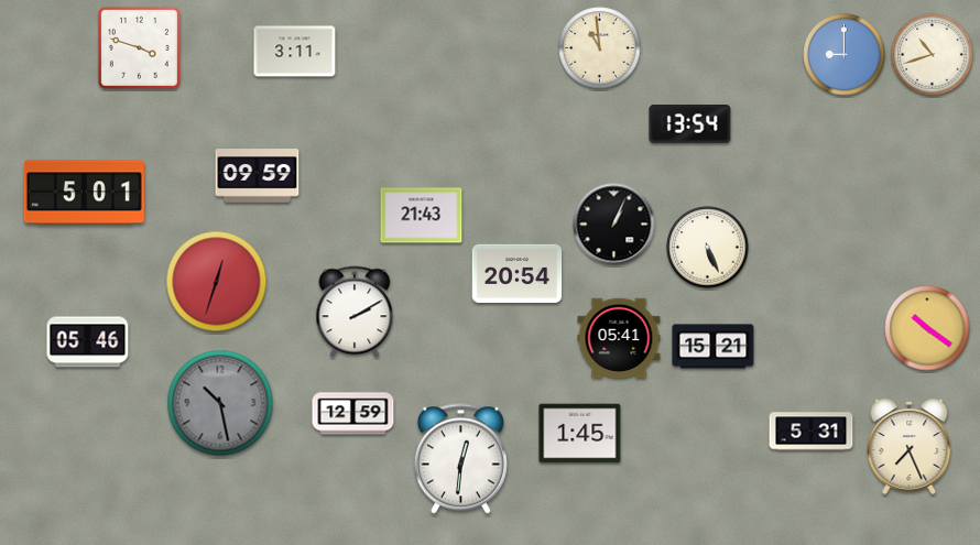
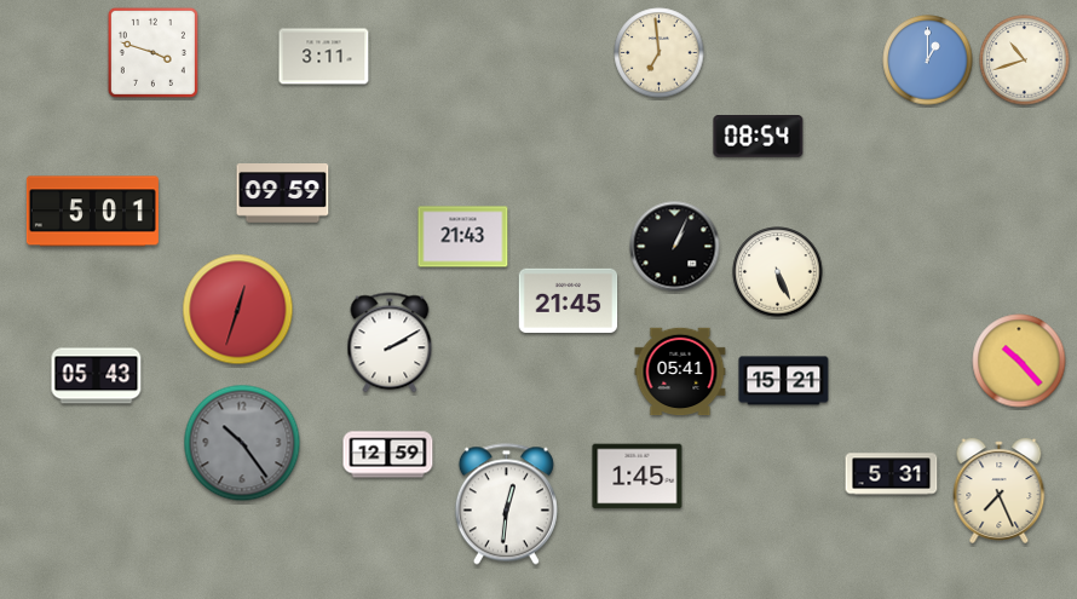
clock at (600, 48): 10:59 -> 6:59
clock at (845, 55): 9:00 -> 1:00
clock at (690, 124): 13:54 -> 08:54
clock at (518, 273): 20:54 -> 21:45
clock at (927, 328): 10:21 -> 10:23
clock at (88, 342): 05:46 -> 05:43
clock at (220, 403): 10:28 -> 10:24
